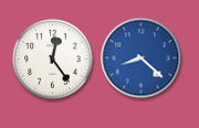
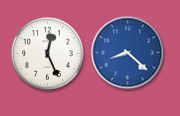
clock at (53, 60): 12:24 -> 12:26
